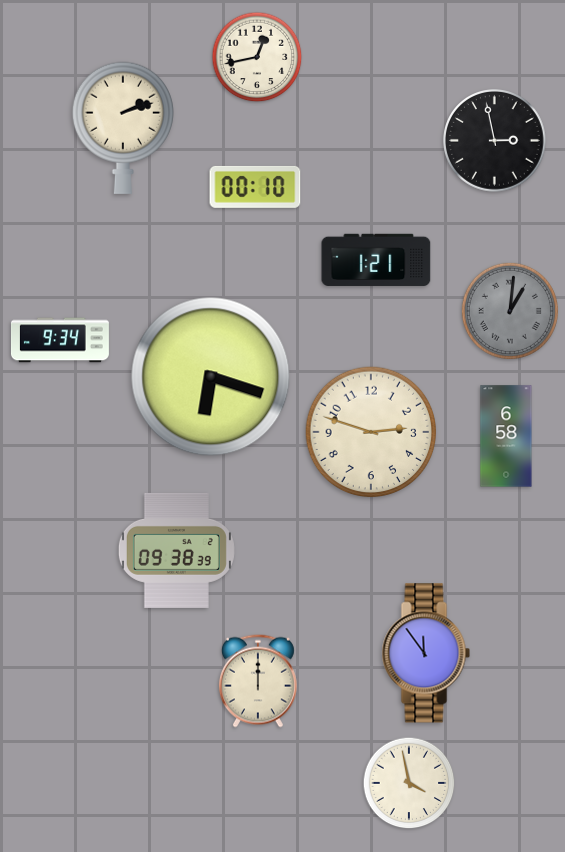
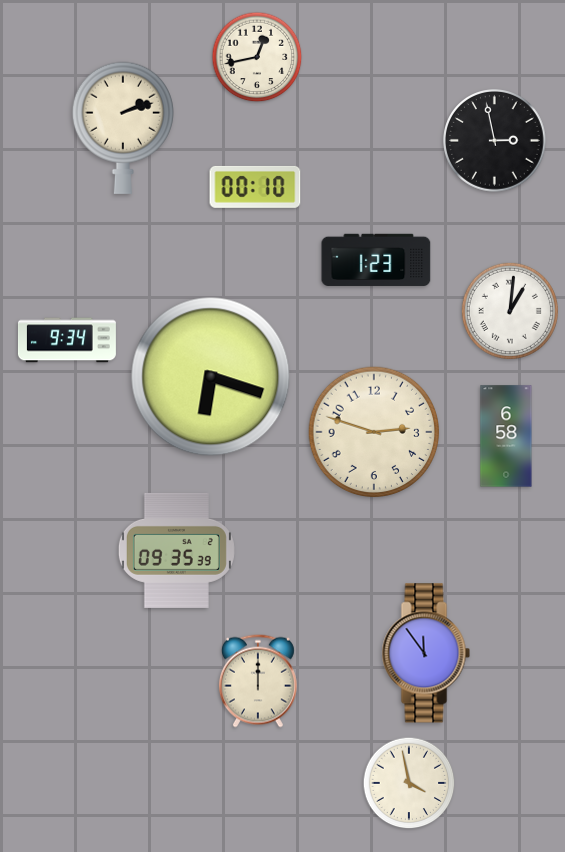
clock at (376, 259): 1:21 -> 1:23
clock at (510, 311) dial: grey -> white
clock at (60, 340) position: (60, 340) -> (67, 340)
clock at (371, 432) position: (371, 432) -> (374, 432)
clock at (176, 550): 09:38 -> 09:35
